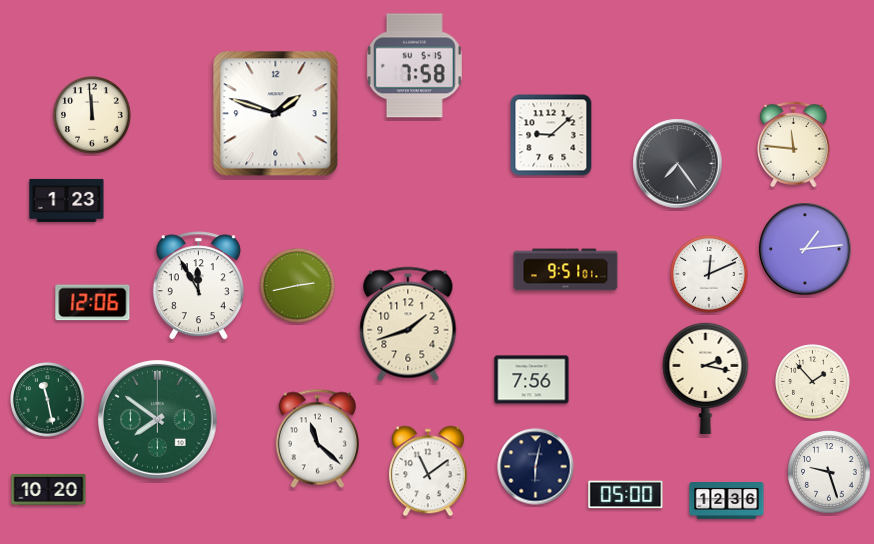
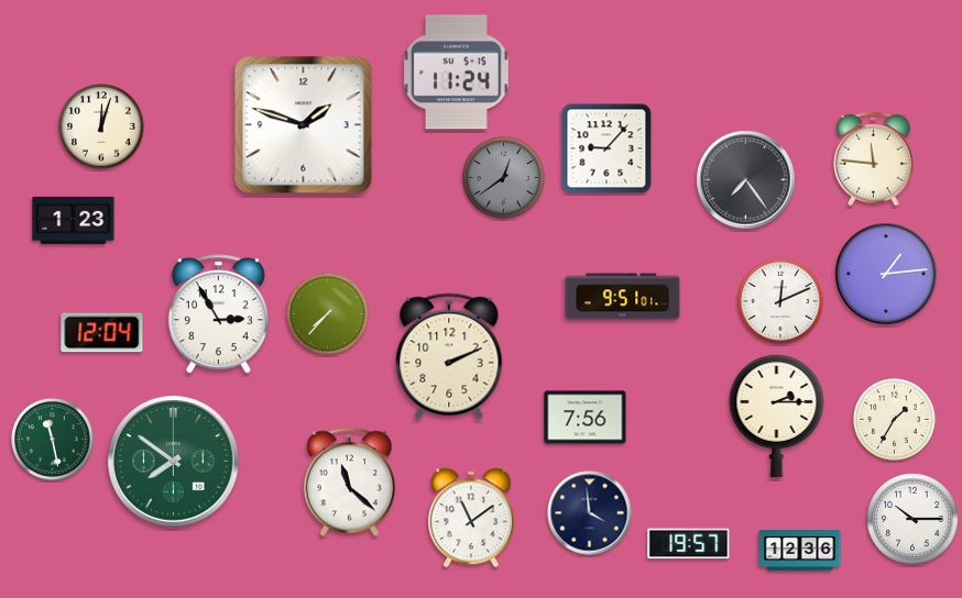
clock at (414, 66): 7:58 -> 11:24
clock at (92, 115): 11:59 -> 12:03
clock at (551, 135): 9:08 -> 9:07
clock at (504, 178): none -> 12:39
clock at (198, 286): 11:55 -> 2:55
clock at (298, 286): 2:43 -> 7:37
clock at (93, 303): 12:06 -> 12:04
clock at (408, 324): 1:42 -> 2:11
clock at (706, 377): 2:17 -> 2:15
clock at (813, 382): 1:53 -> 1:35
clock at (536, 467): 6:02 -> 3:59
clock at (829, 472): 9:27 -> 10:15
clock at (49, 489): 10:20 -> none
clock at (626, 495): 05:00 -> 19:57
